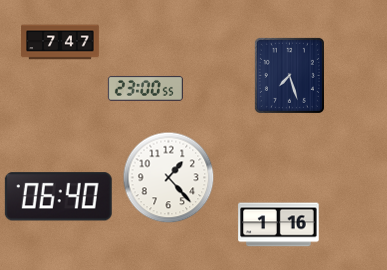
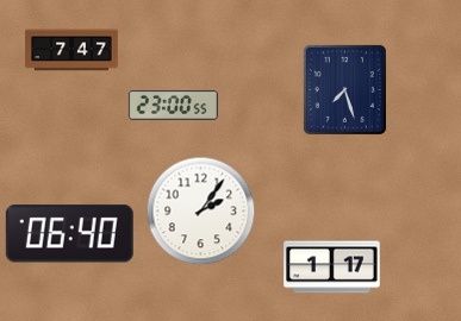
clock at (169, 178): 1:23 -> 2:06
clock at (279, 225): 1:16 -> 1:17
